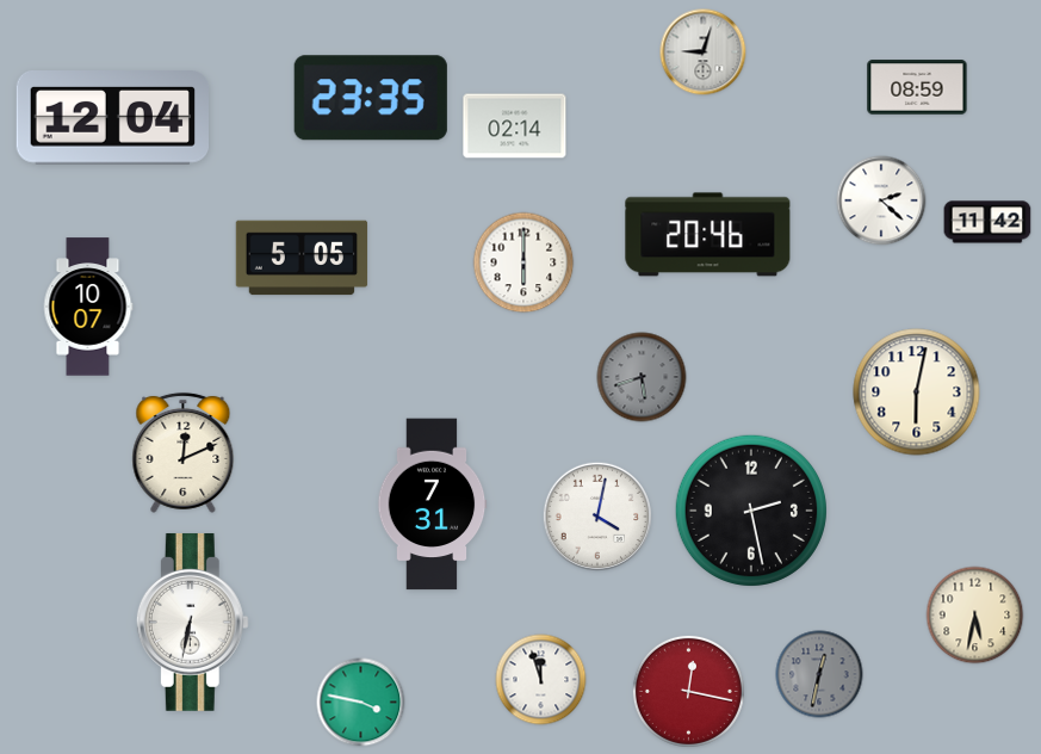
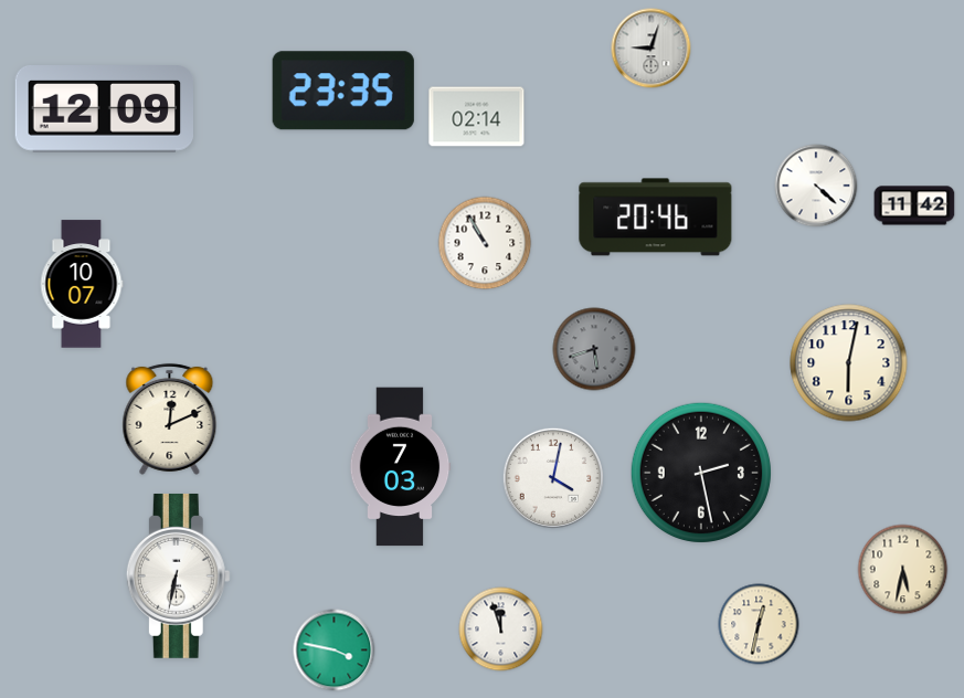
clock at (917, 87): 08:59 -> none
clock at (113, 118): 12:04 -> 12:09
clock at (881, 200): 2:22 -> 4:22
clock at (302, 258): 5:05 -> none
clock at (523, 262): 6:00 -> 10:55
clock at (432, 505): 7:31 -> 7:03
clock at (750, 509) position: (750, 509) -> (700, 472)
clock at (819, 674) dial: grey -> cream
clock at (688, 691): 12:17 -> none
